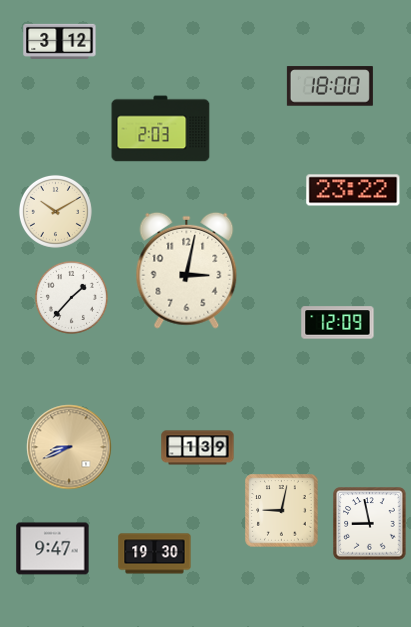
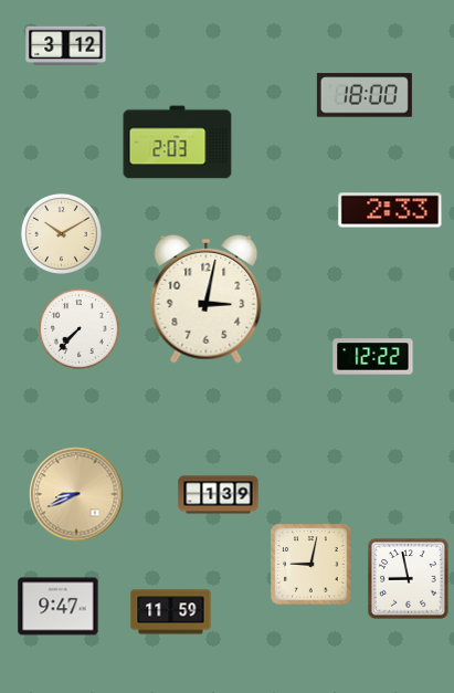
clock at (353, 190): 23:22 -> 2:33
clock at (71, 297): 1:37 -> 7:37
clock at (338, 323): 12:09 -> 12:22
clock at (155, 554): 19:30 -> 11:59
